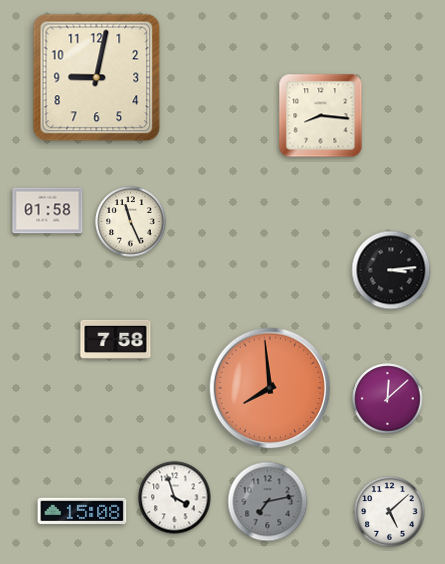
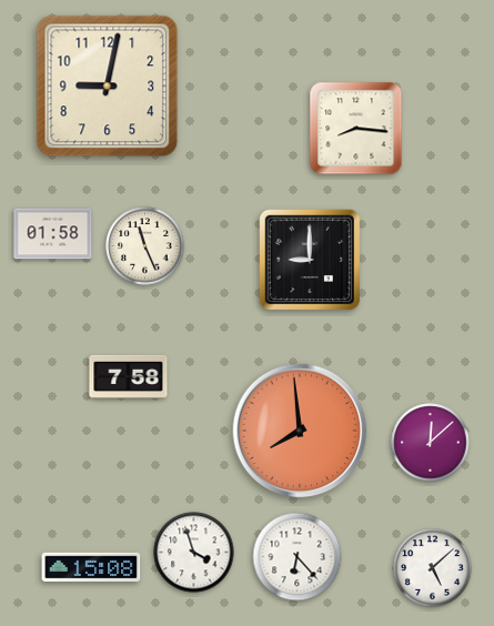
clock at (310, 260): none -> 9:00
clock at (391, 270): 3:14 -> none
clock at (268, 502): 7:13 -> 6:23
clock at (268, 502) dial: grey -> white
